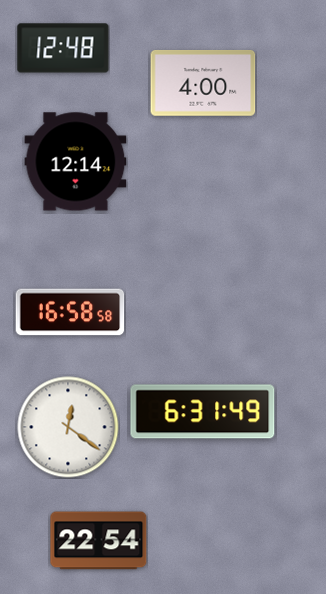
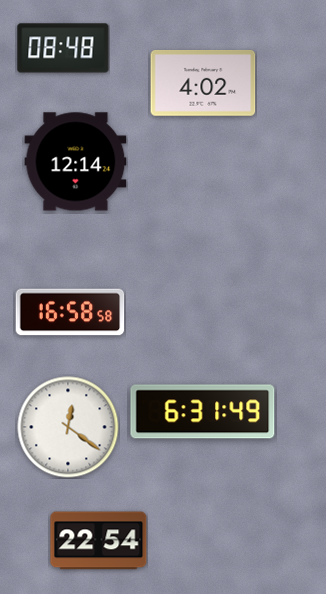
clock at (63, 48): 12:48 -> 08:48
clock at (203, 83): 4:00 -> 4:02
